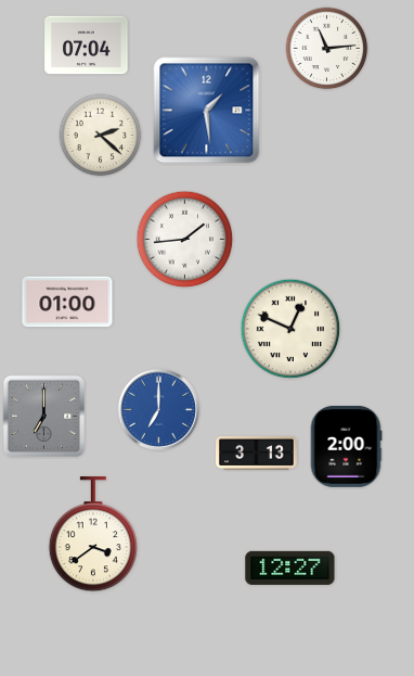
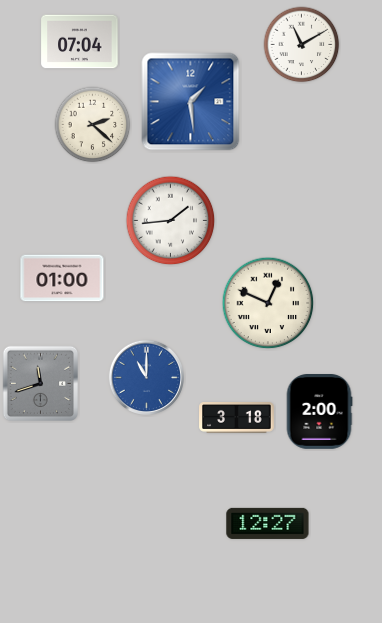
clock at (327, 49): 11:14 -> 11:10
clock at (158, 409): 7:00 -> 11:00
clock at (44, 417): 7:00 -> 11:42
clock at (257, 454): 3:13 -> 3:18
clock at (93, 535): 3:39 -> none
